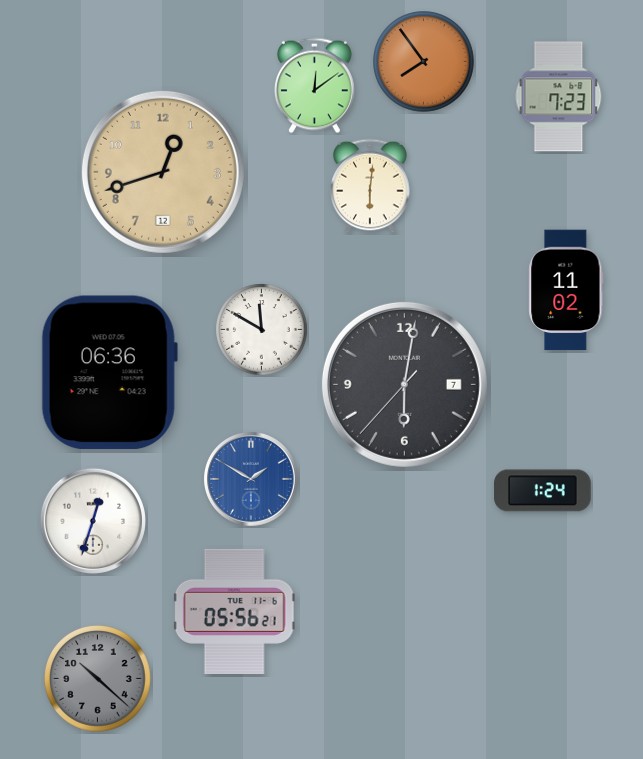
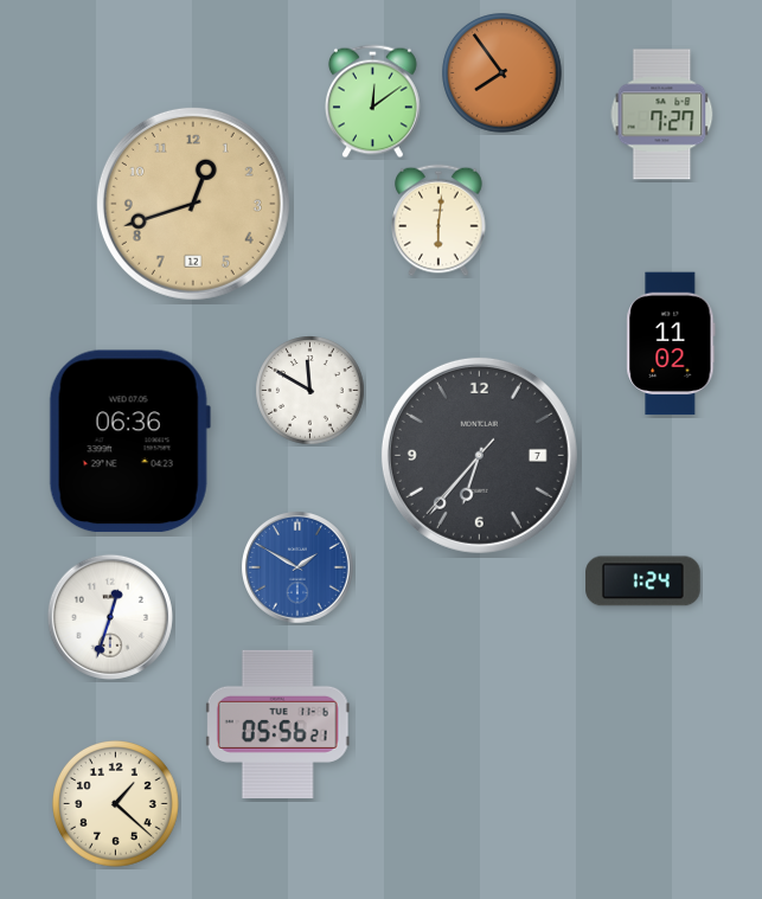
clock at (559, 97): 7:23 -> 7:27
clock at (404, 384): 6:01 -> 6:36
clock at (98, 679): 10:22 -> 1:22
clock at (98, 679) dial: grey -> cream
